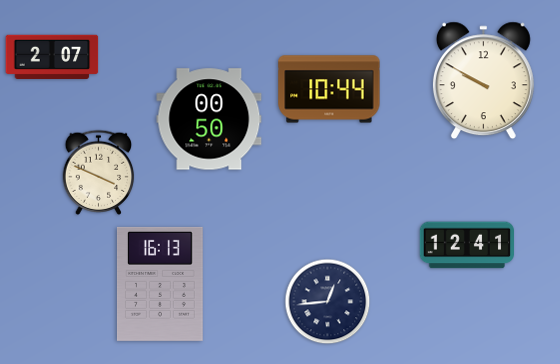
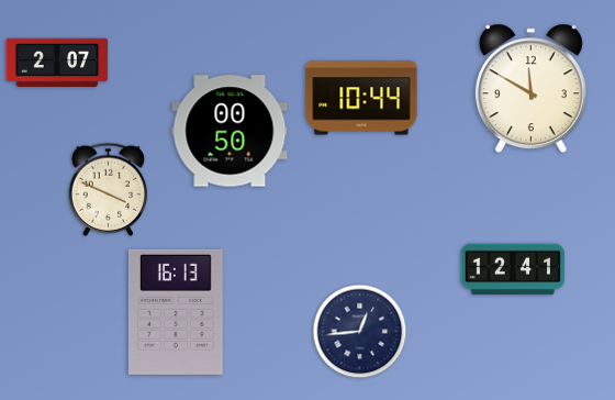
clock at (483, 81): 9:50 -> 11:50
